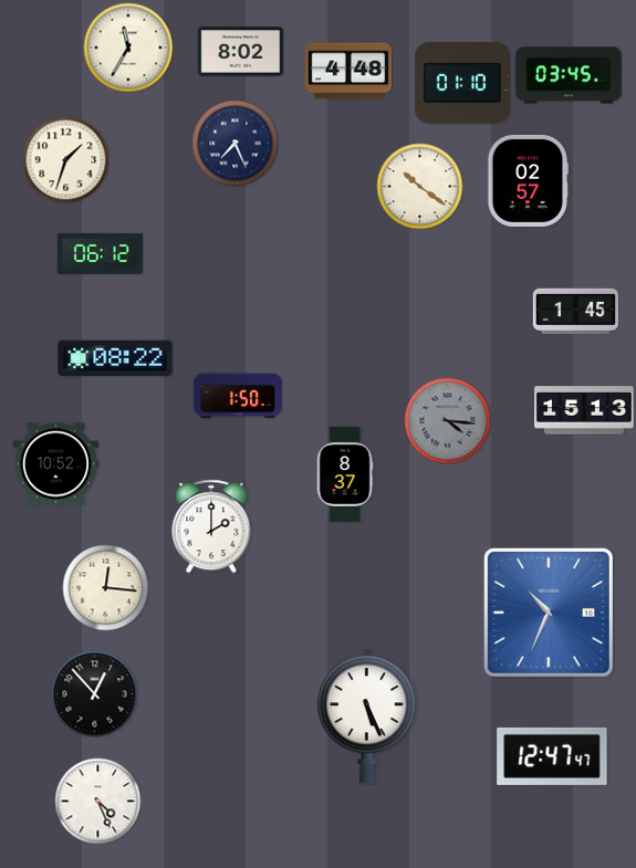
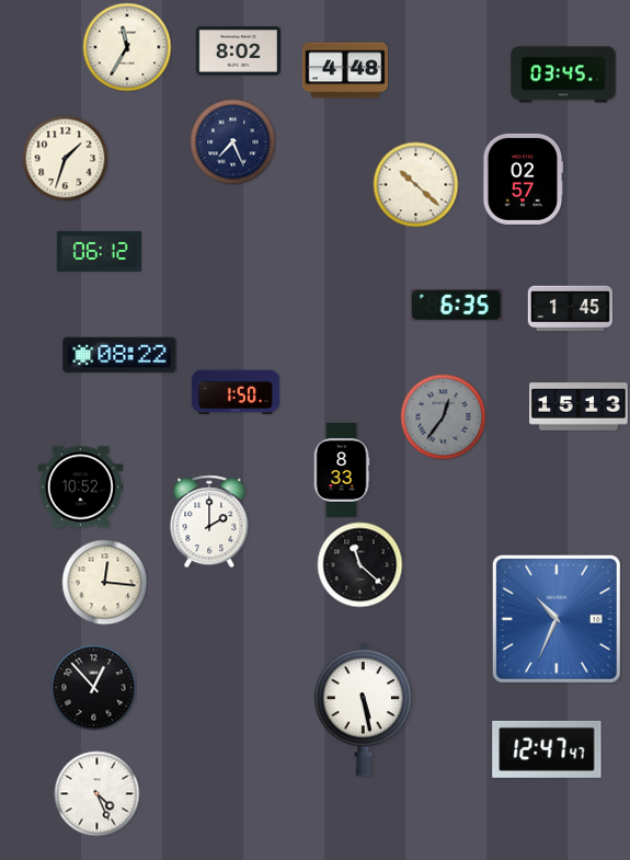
clock at (462, 84): 01:10 -> none
clock at (419, 186): 10:21 -> 10:22
clock at (456, 305): none -> 6:35
clock at (115, 358) position: (115, 358) -> (119, 355)
clock at (447, 420): 4:16 -> 12:36
clock at (55, 464) position: (55, 464) -> (80, 488)
clock at (345, 474): 8:37 -> 8:33
clock at (359, 564): none -> 11:22
clock at (549, 613) position: (549, 613) -> (557, 619)
clock at (366, 717): 5:26 -> 5:28
